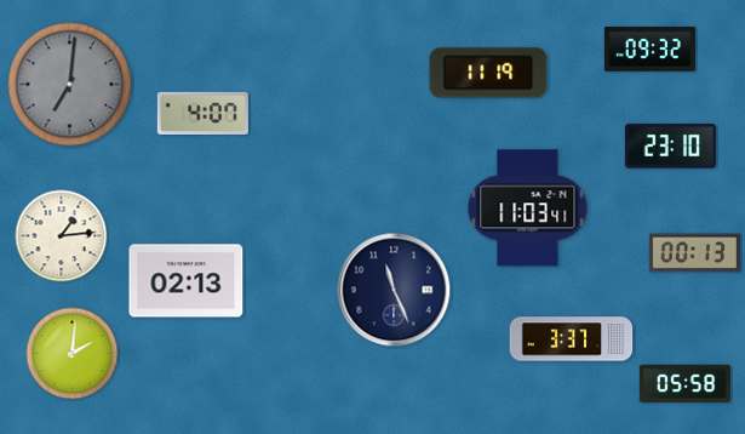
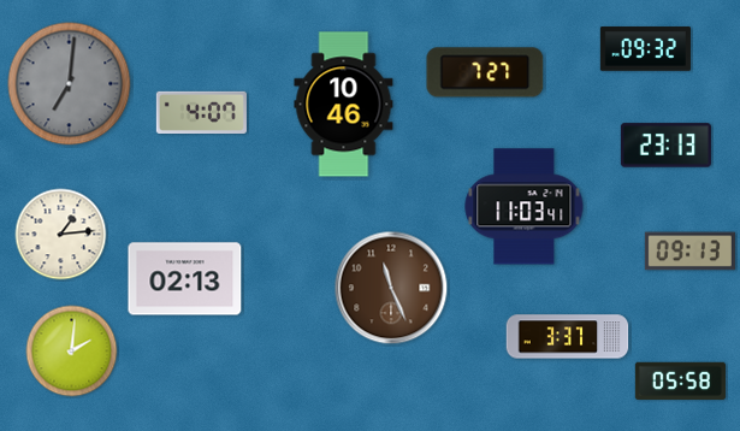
clock at (488, 73): 11:19 -> 7:27
clock at (344, 105): none -> 10:46
clock at (670, 147): 23:10 -> 23:13
clock at (694, 253): 00:13 -> 09:13
clock at (394, 290) dial: navy -> brown
